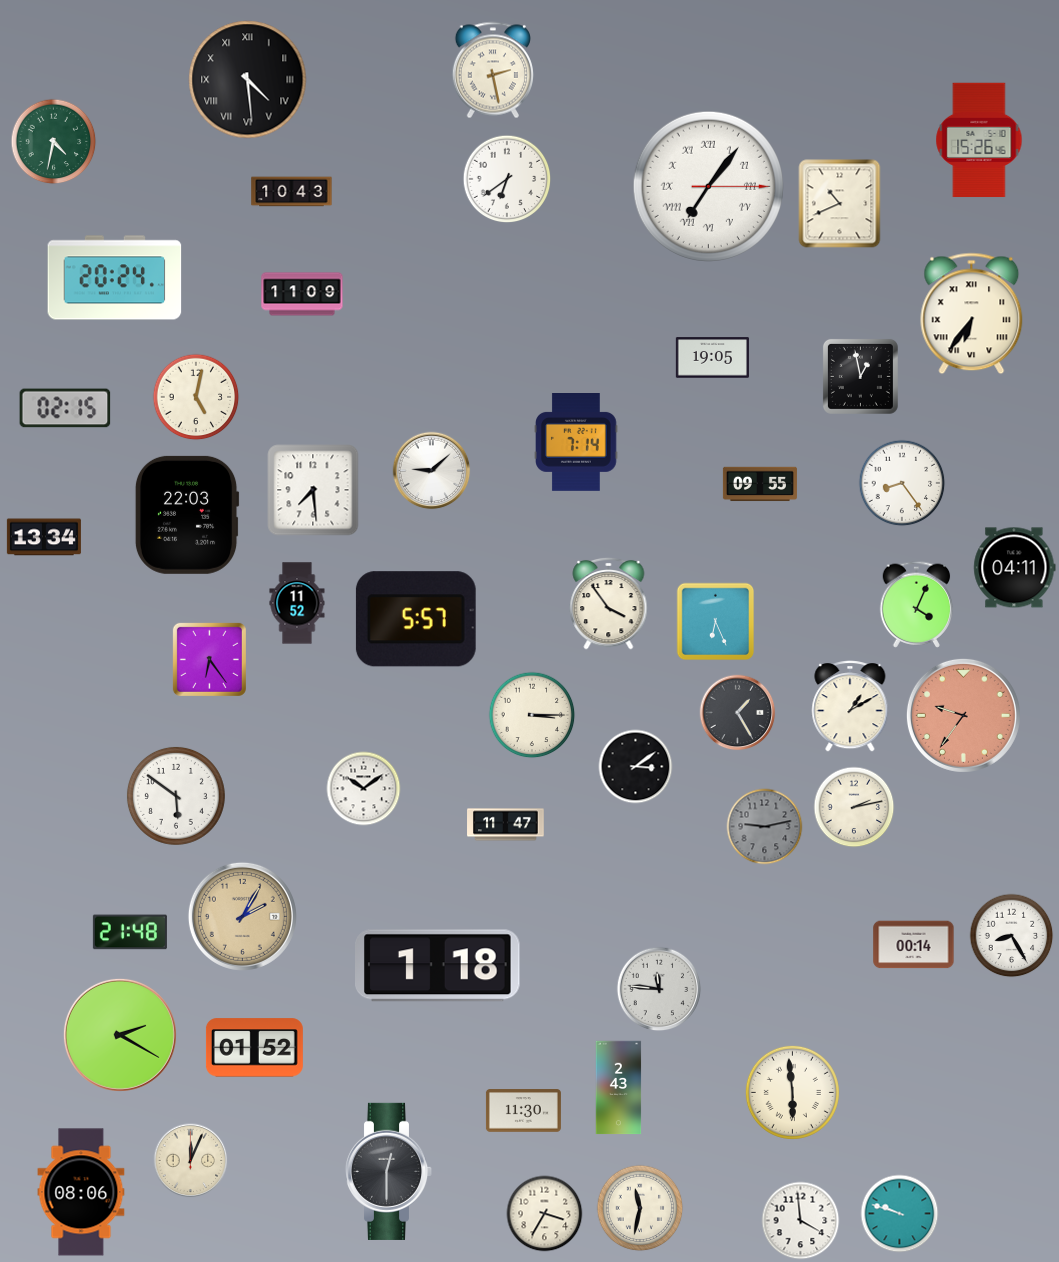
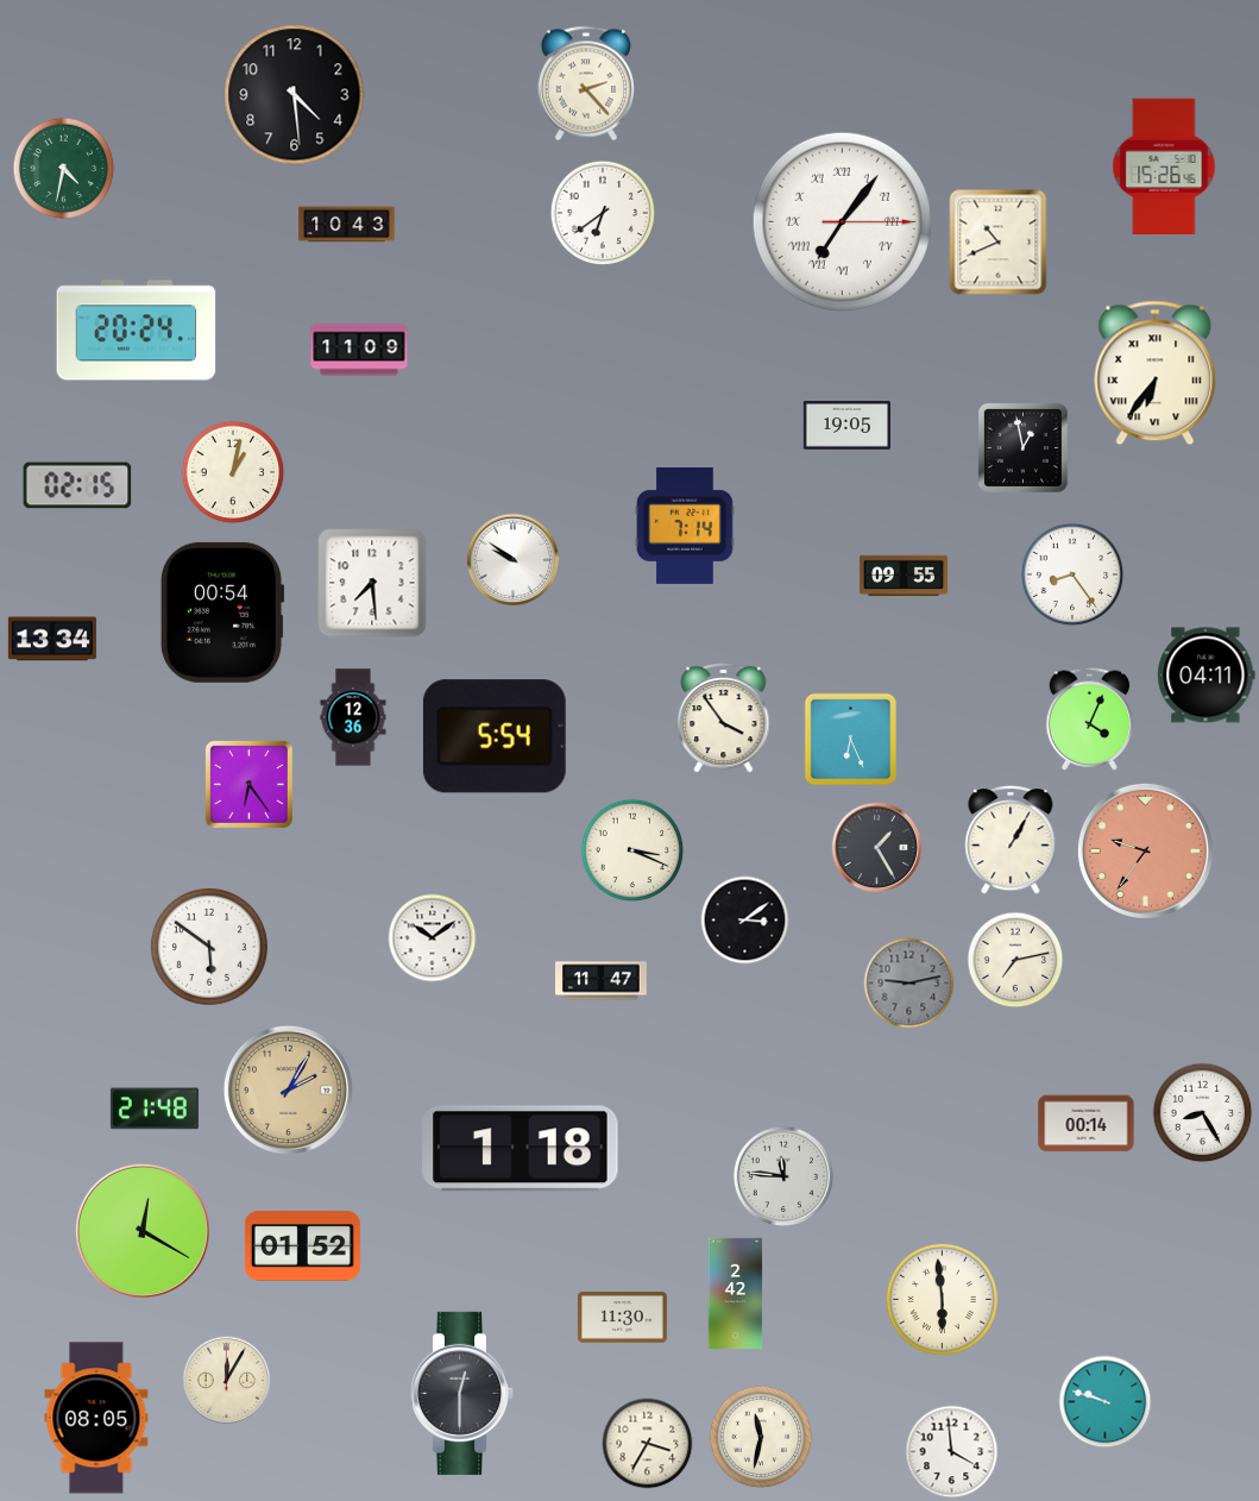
clock at (493, 70): 2:28 -> 2:23
clock at (248, 80) numerals: Roman -> Arabic
clock at (292, 192) position: (292, 192) -> (347, 225)
clock at (196, 397): 5:02 -> 1:02
clock at (432, 471): 9:08 -> 9:51
clock at (187, 515): 22:03 -> 00:54
clock at (297, 603): 11:52 -> 12:36
clock at (416, 619): 5:57 -> 5:54
clock at (850, 706): 1:10 -> 1:05
clock at (532, 715): 3:15 -> 3:19
clock at (636, 767) position: (636, 767) -> (745, 921)
clock at (854, 807): 2:13 -> 7:13
clock at (120, 1035): 2:20 -> 12:20
clock at (619, 1088): 2:43 -> 2:42
clock at (523, 1111) position: (523, 1111) -> (622, 1318)
clock at (191, 1161): 12:04 -> 12:05
clock at (81, 1192): 08:06 -> 08:05
clock at (900, 1214) position: (900, 1214) -> (1106, 1402)
